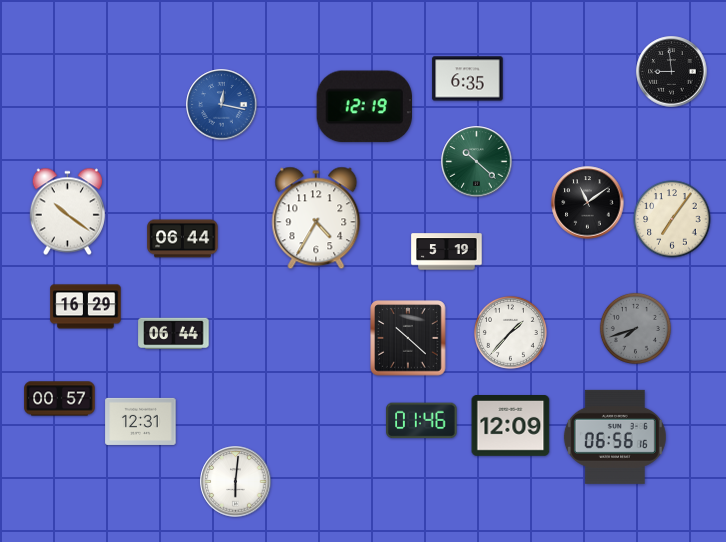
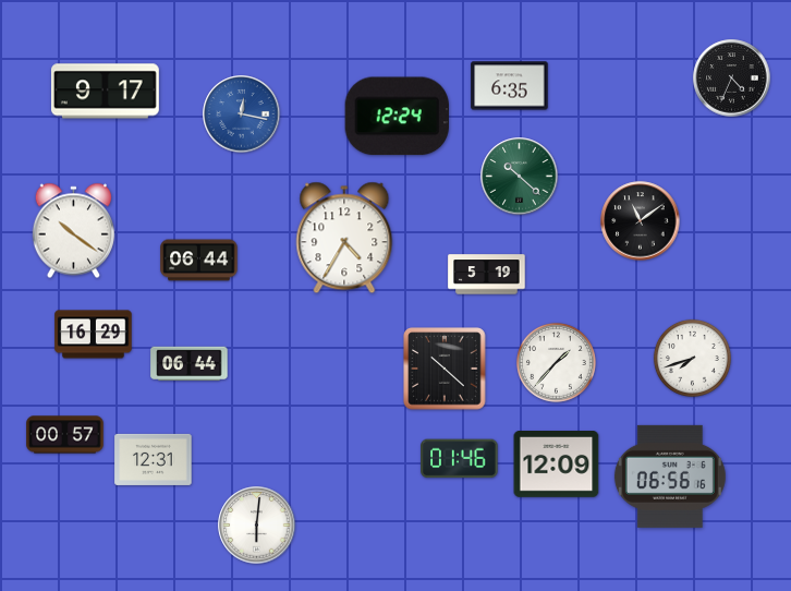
clock at (672, 72): 8:59 -> 4:34
clock at (105, 92): none -> 9:17
clock at (364, 107): 12:19 -> 12:24
clock at (672, 219): 7:06 -> none
clock at (635, 328) dial: grey -> white
